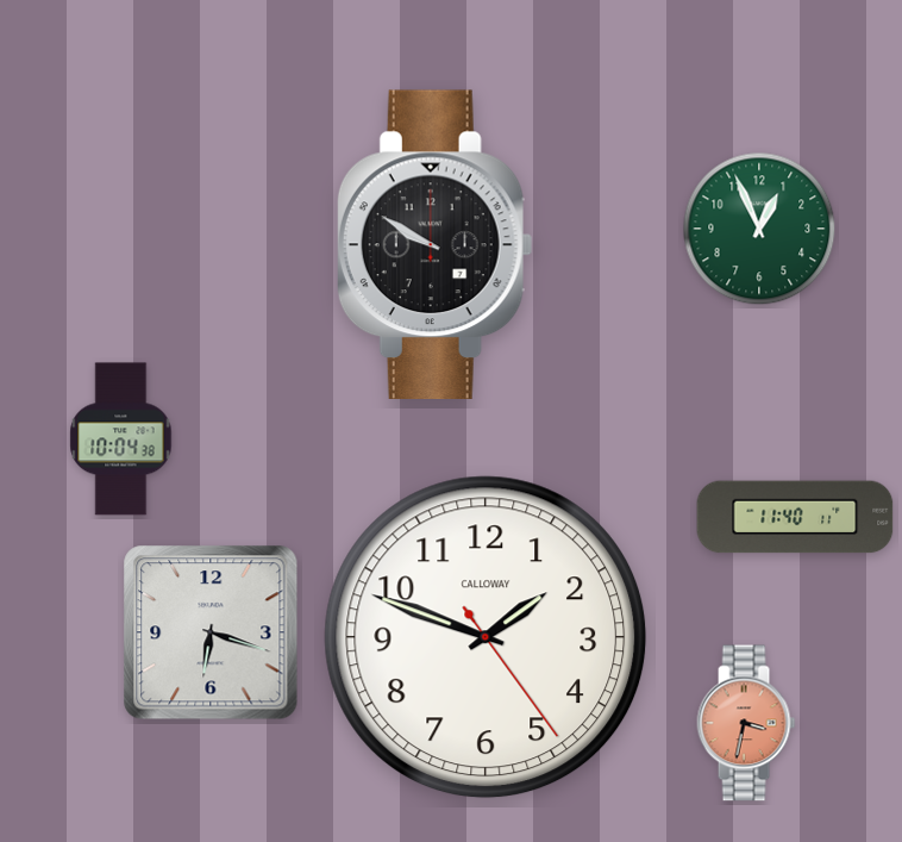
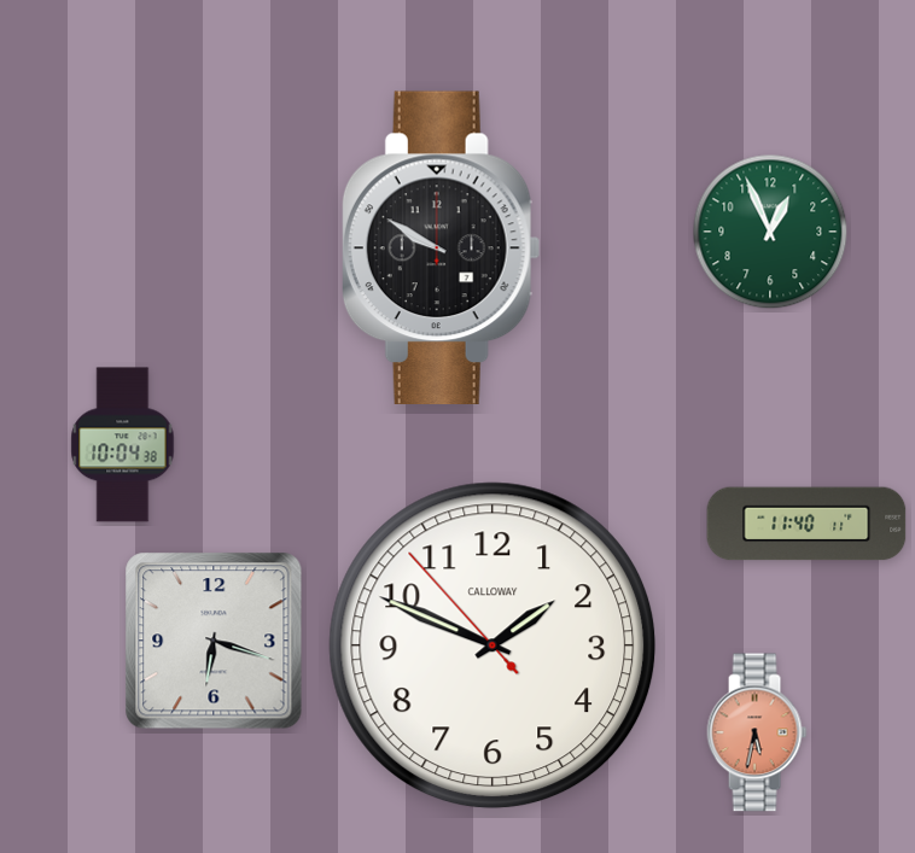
clock at (486, 637): 1:48:24 -> 1:48:53
clock at (746, 723): 3:32 -> 5:32
